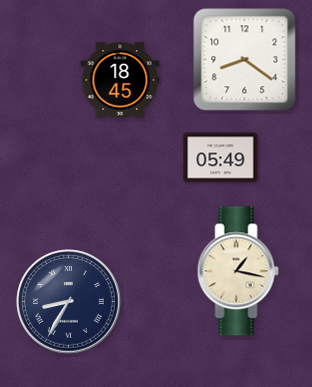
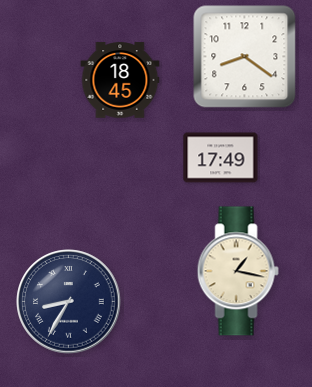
clock at (245, 60) position: (245, 60) -> (245, 57)
clock at (221, 158): 05:49 -> 17:49
